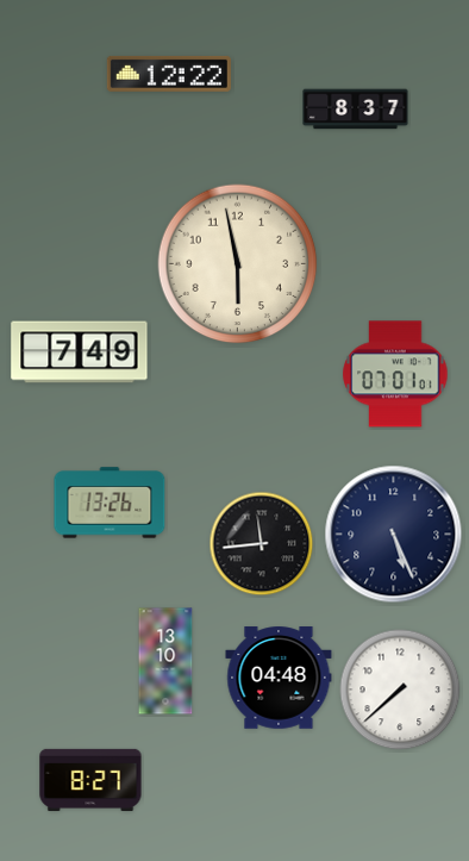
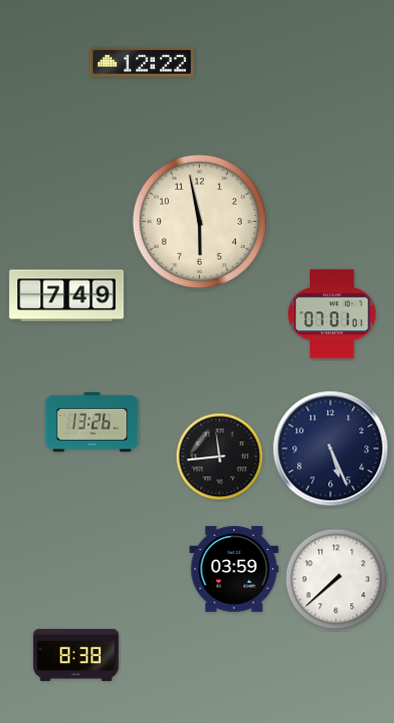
clock at (356, 110): 8:37 -> none
clock at (165, 661): 13:10 -> none
clock at (279, 678): 04:48 -> 03:59
clock at (90, 779): 8:27 -> 8:38
